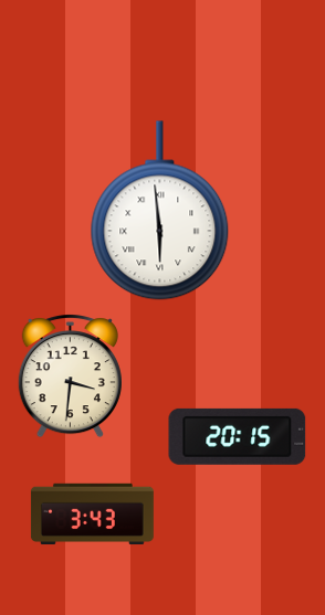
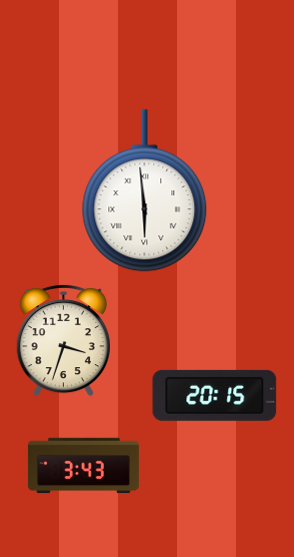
clock at (70, 377): 3:31 -> 3:33
